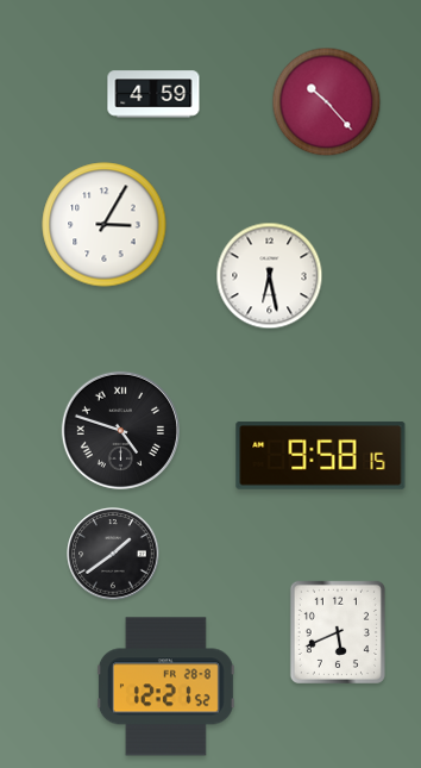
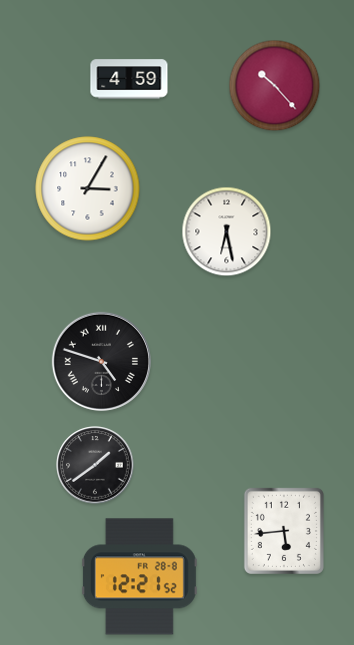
clock at (321, 456): 9:58 -> none
clock at (338, 632): 5:41 -> 5:44
